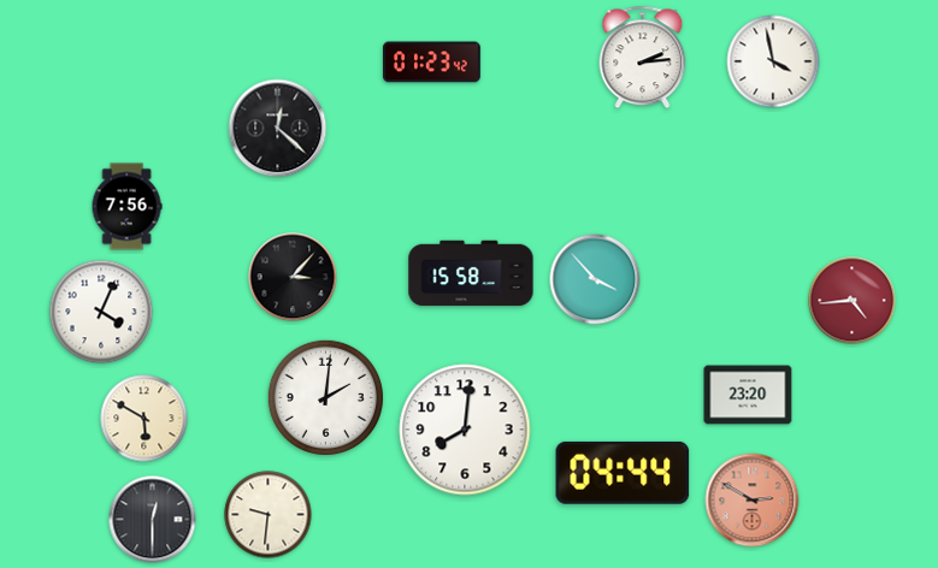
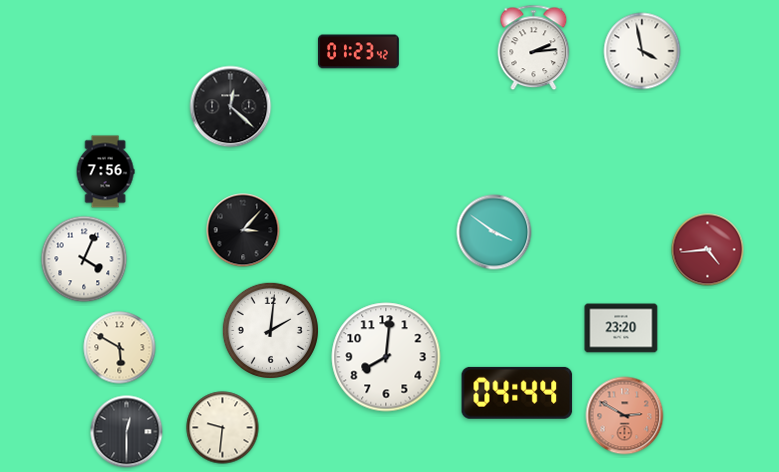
clock at (471, 273): 15:58 -> none
clock at (595, 279): 3:53 -> 3:51
